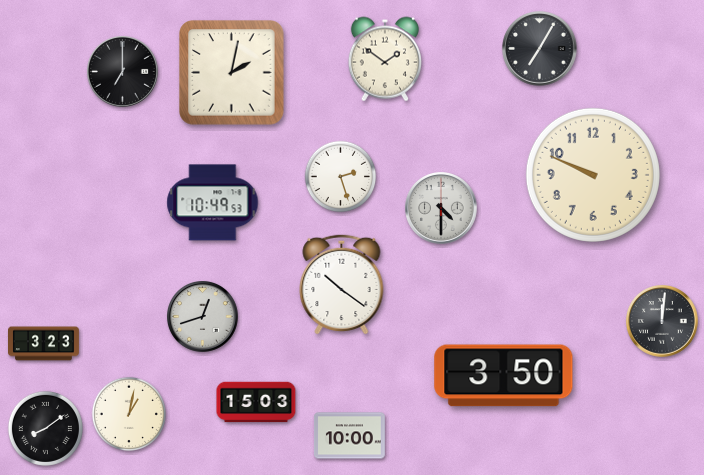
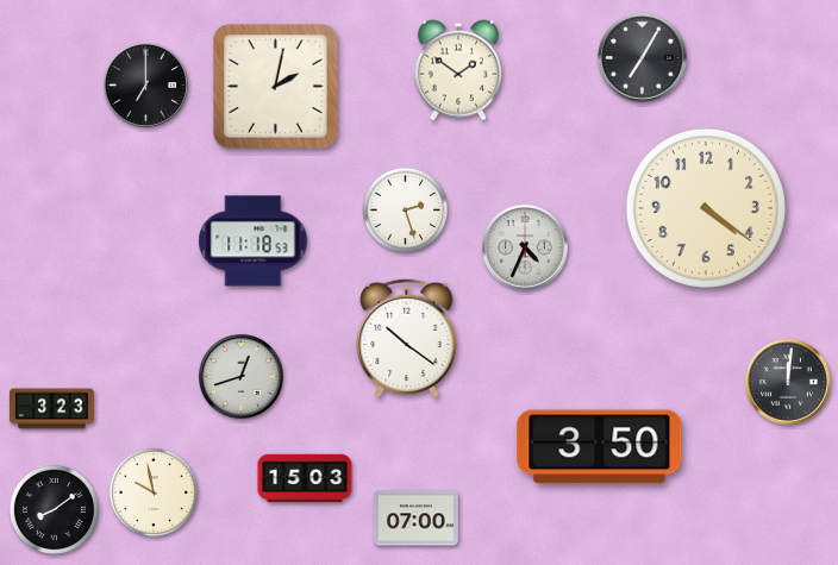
clock at (593, 175): 9:49 -> 4:21
clock at (213, 203): 10:49 -> 11:18
clock at (442, 209): 4:30 -> 4:34
clock at (129, 414): 1:02 -> 9:58
clock at (349, 436): 10:00 -> 07:00
